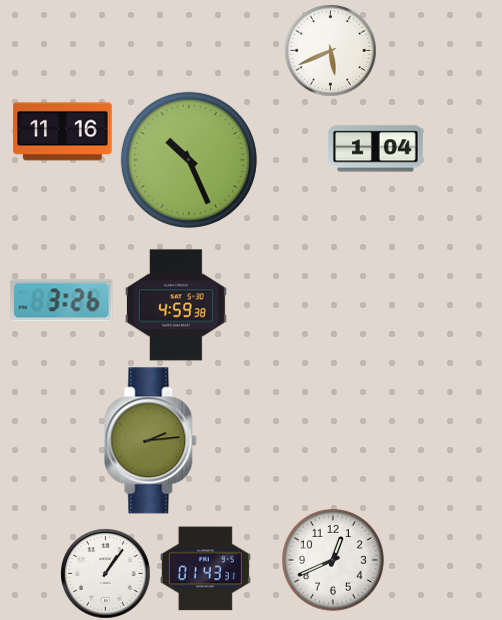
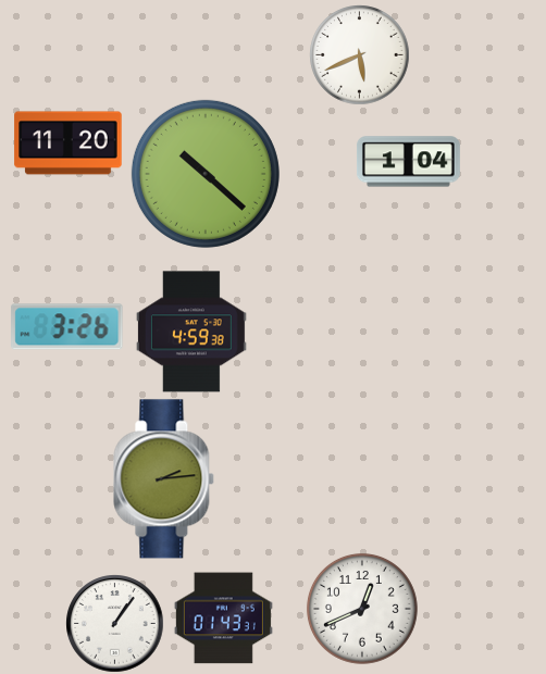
clock at (63, 132): 11:16 -> 11:20
clock at (189, 160): 10:26 -> 10:22
